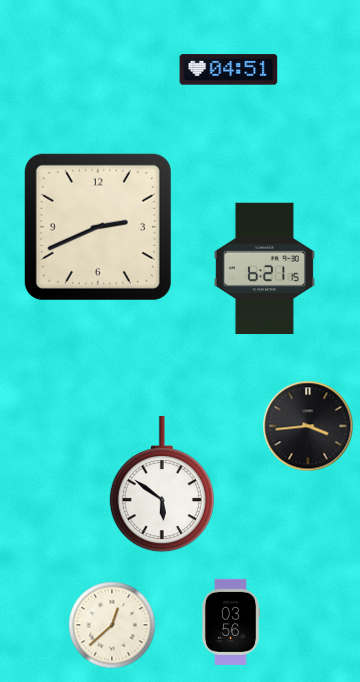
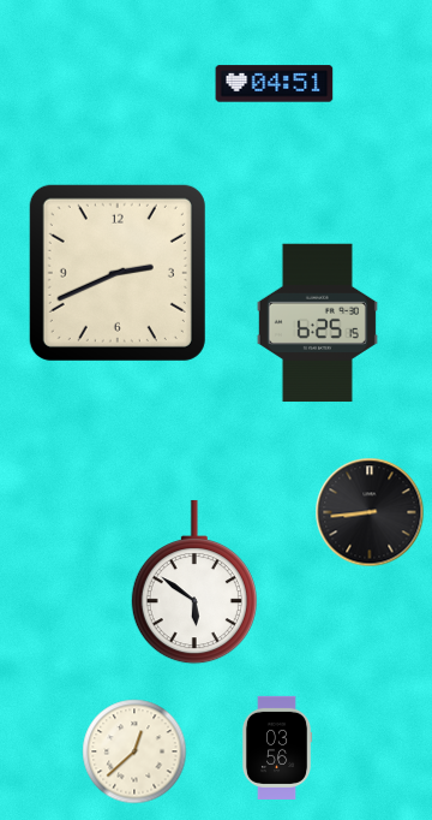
clock at (264, 269): 6:21 -> 6:25
clock at (308, 426): 3:44 -> 8:44
